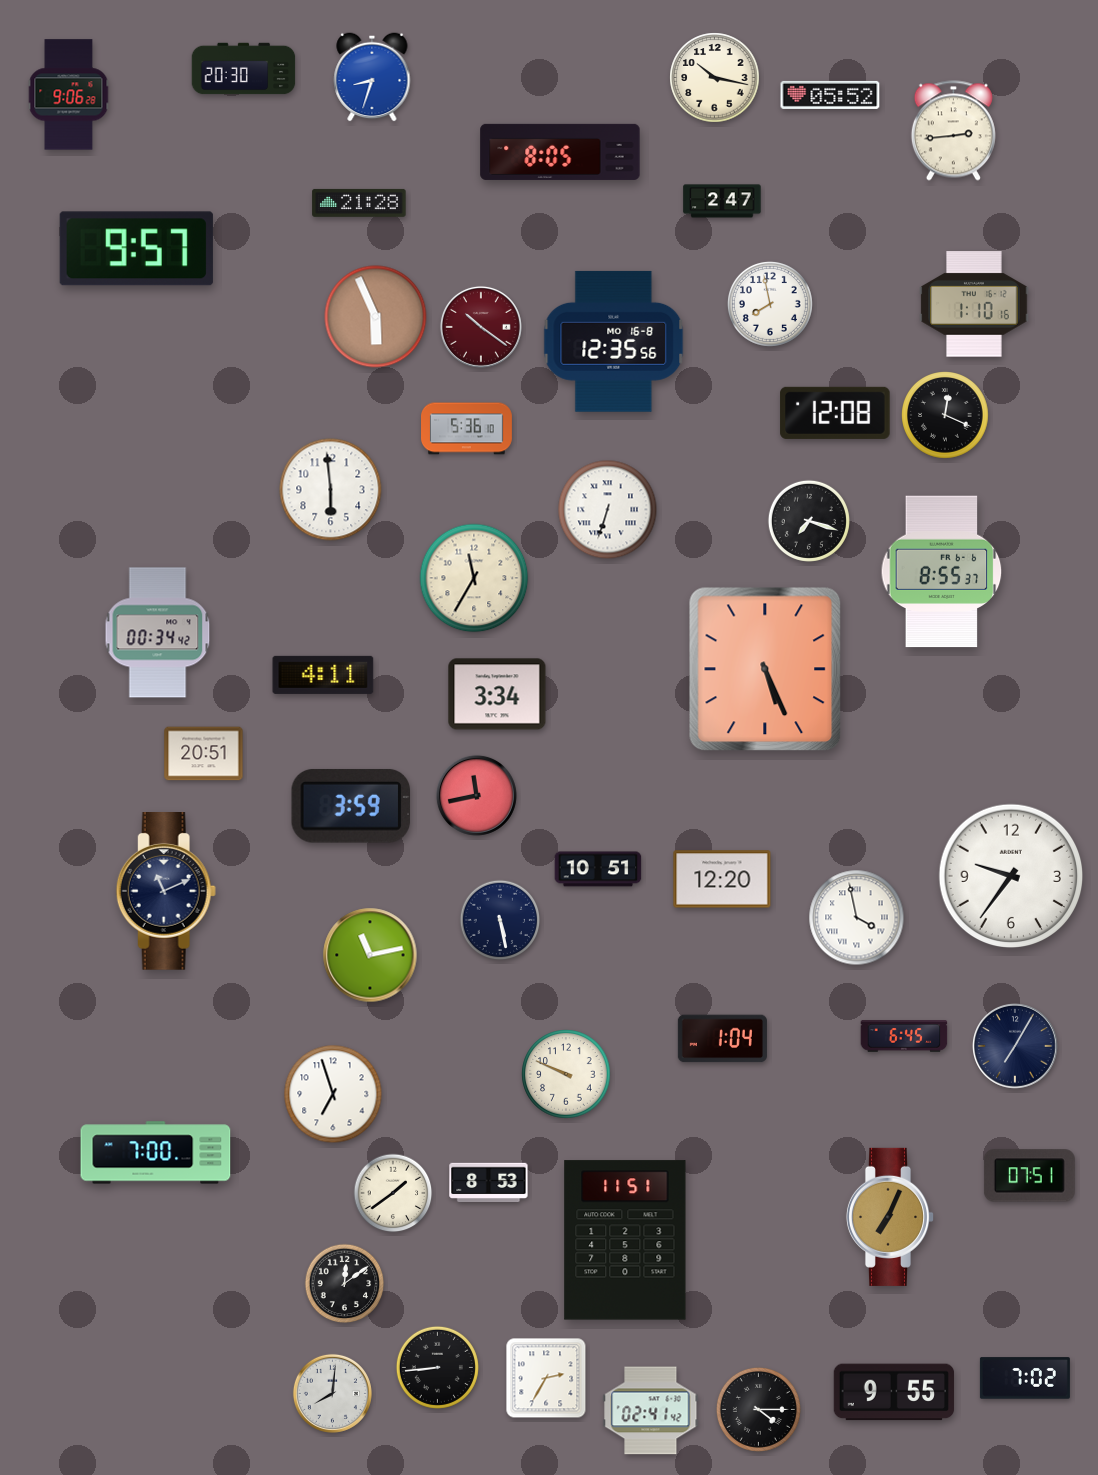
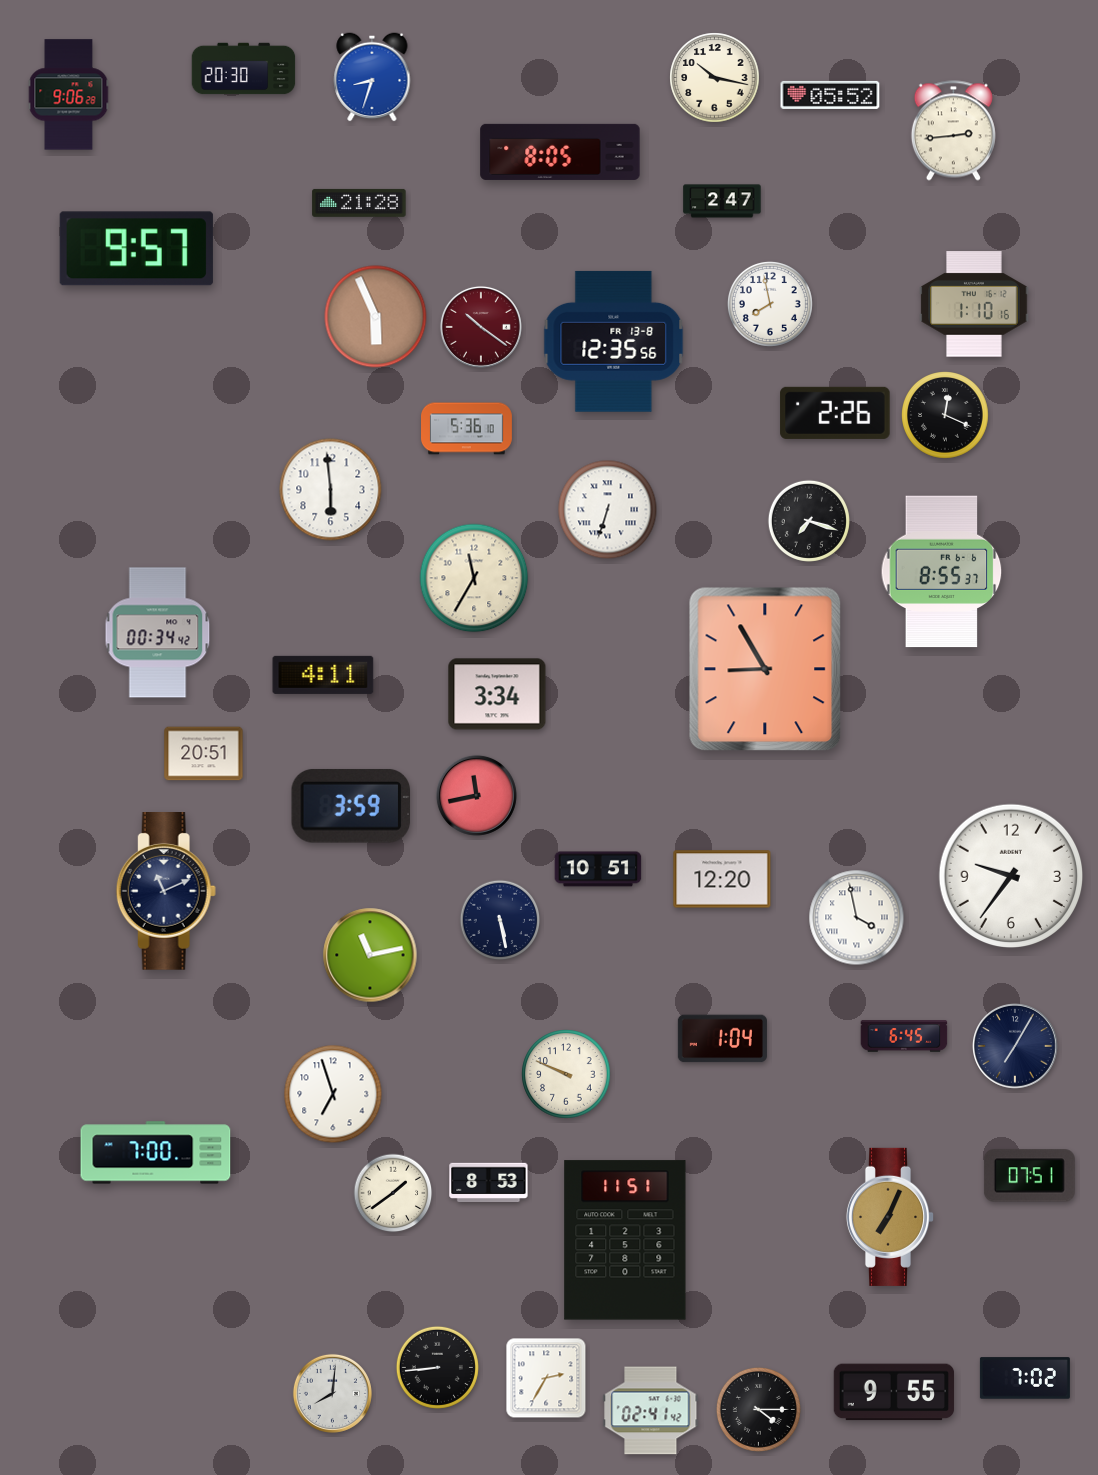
clock at (614, 341) date: MO 16-8 -> FR 13-8
clock at (835, 413): 12:08 -> 2:26
clock at (765, 669): 5:26 -> 8:55
clock at (345, 1284): 12:09 -> none
